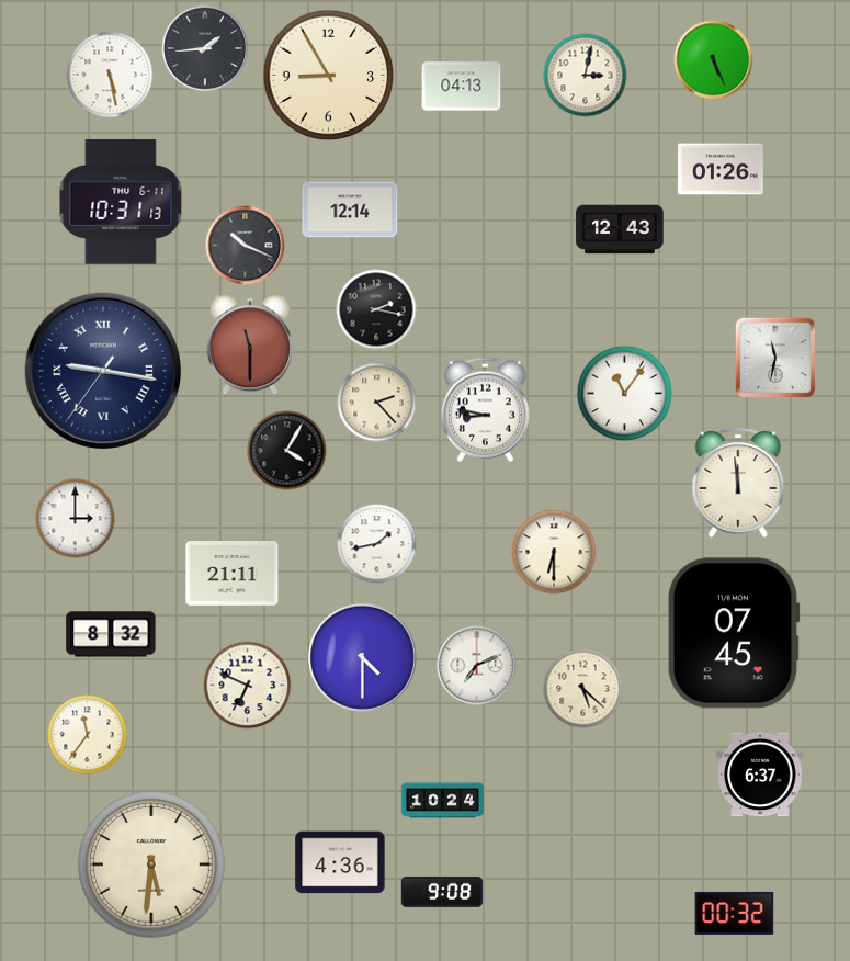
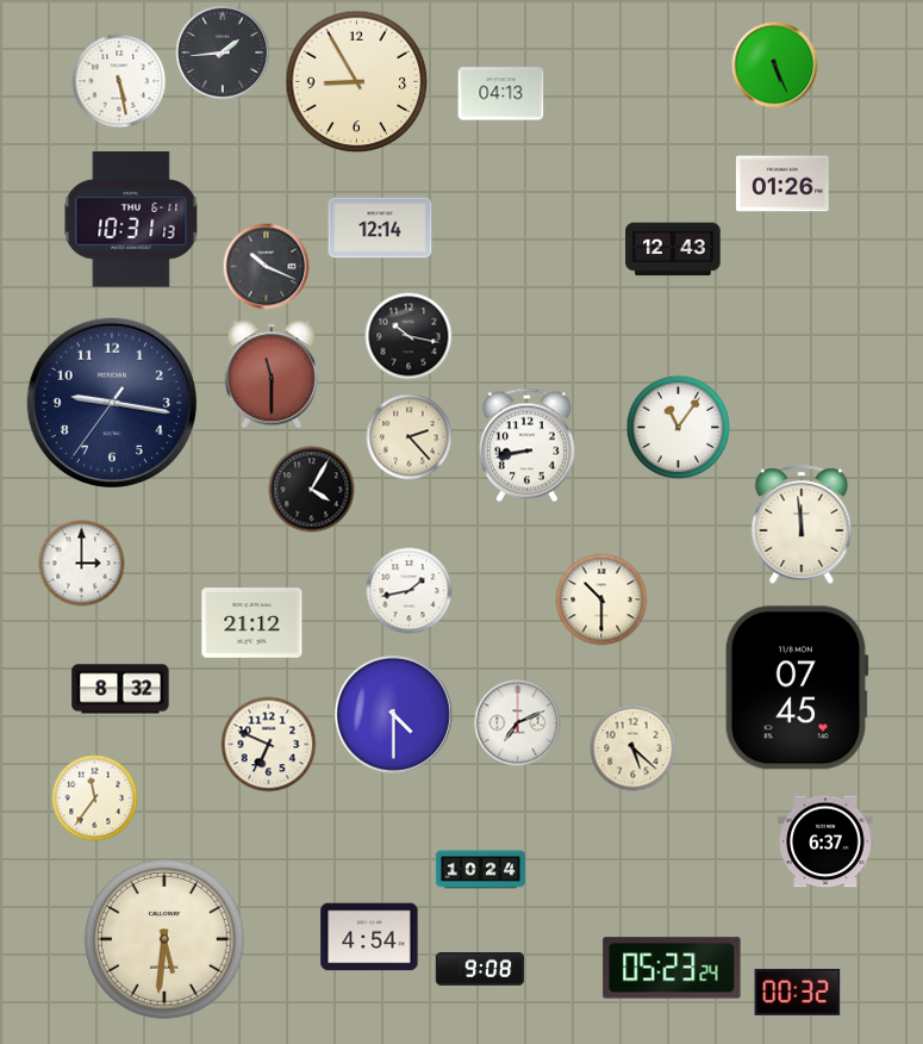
clock at (586, 76): 3:02 -> none
clock at (376, 309): 2:17 -> 10:17
clock at (775, 358): 11:32 -> none
clock at (103, 371) numerals: Roman -> Arabic
clock at (485, 410): 8:47 -> 8:43
clock at (554, 552): 6:30 -> 10:30
clock at (233, 574): 21:11 -> 21:12
clock at (340, 862): 4:36 -> 4:54
clock at (672, 968): none -> 05:23
